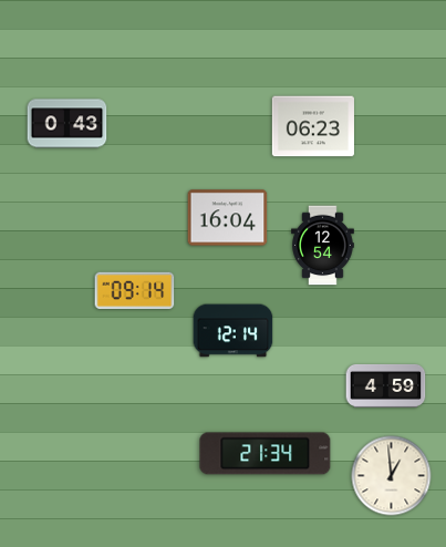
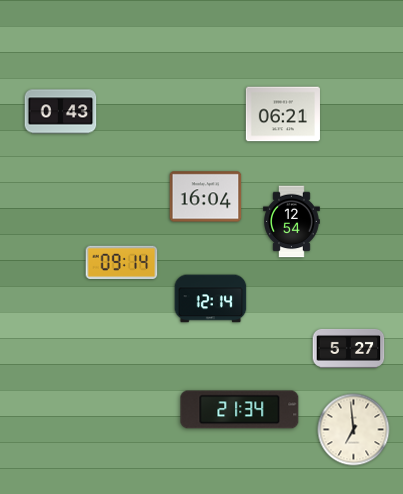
clock at (313, 126): 06:23 -> 06:21
clock at (386, 385): 4:59 -> 5:27
clock at (392, 476): 12:59 -> 6:59
